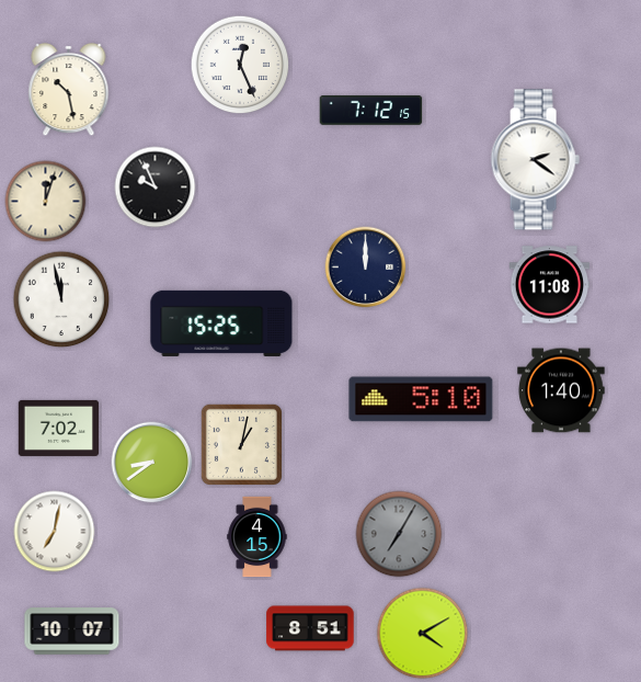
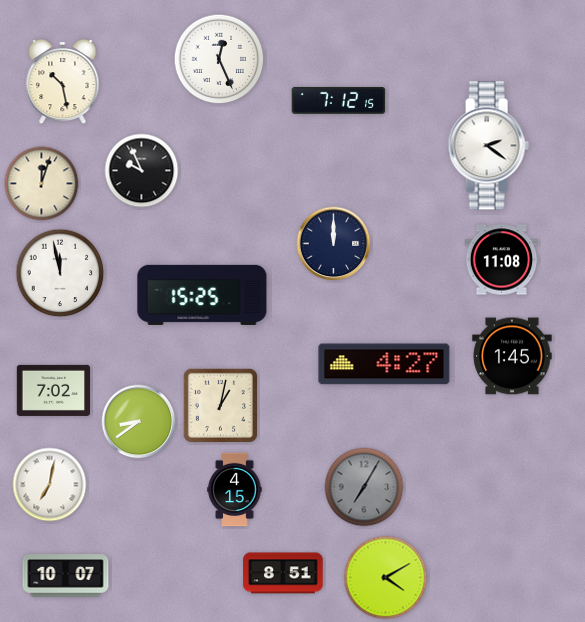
clock at (61, 299) position: (61, 299) -> (60, 273)
clock at (561, 390): 1:40 -> 1:45
clock at (421, 399): 5:10 -> 4:27
